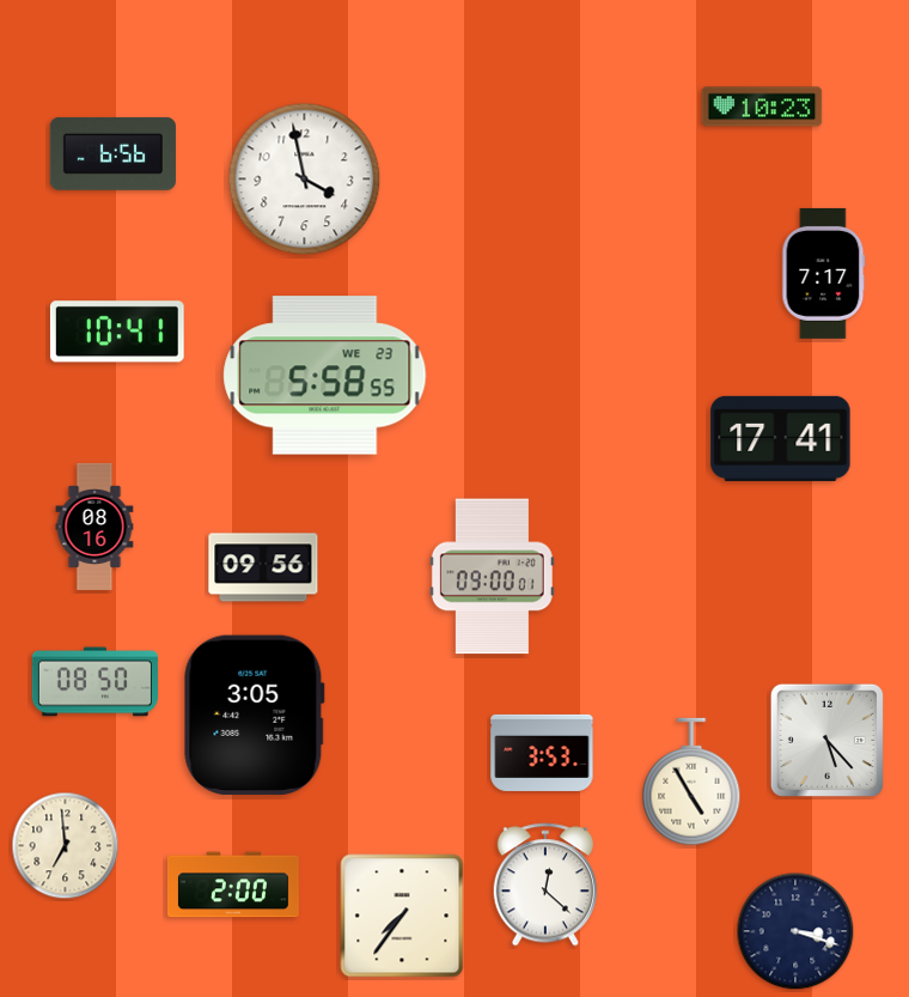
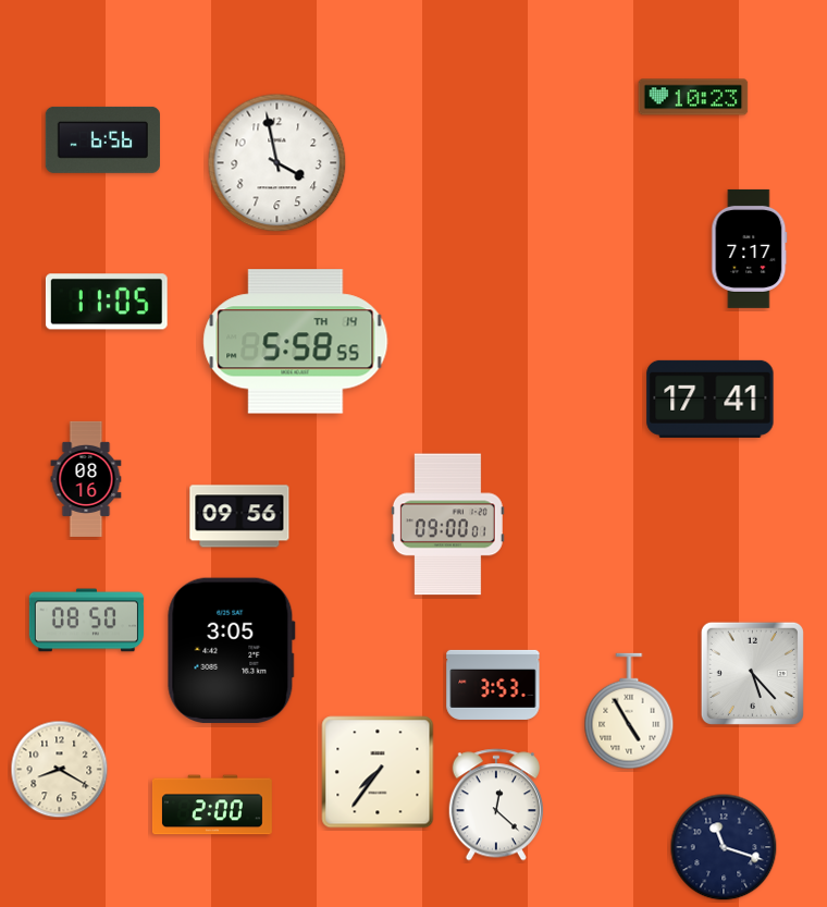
clock at (117, 332): 10:41 -> 11:05
clock at (325, 376) date: WE 23 -> TH 14
clock at (66, 846): 6:59 -> 8:20
clock at (402, 916) position: (402, 916) -> (378, 772)
clock at (795, 931): 3:18 -> 11:18
